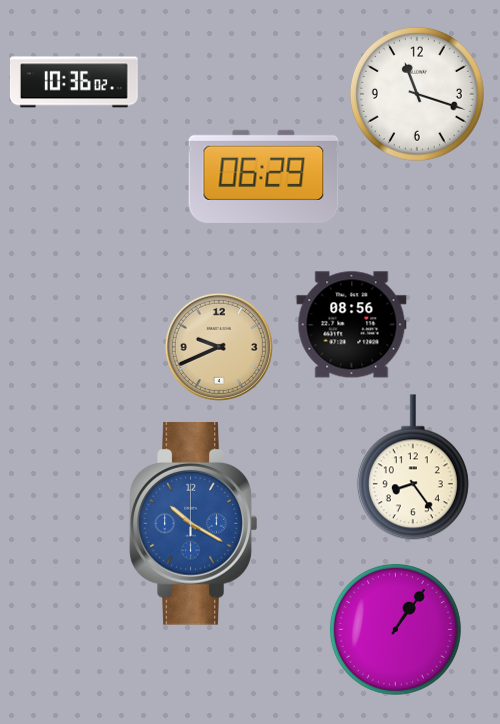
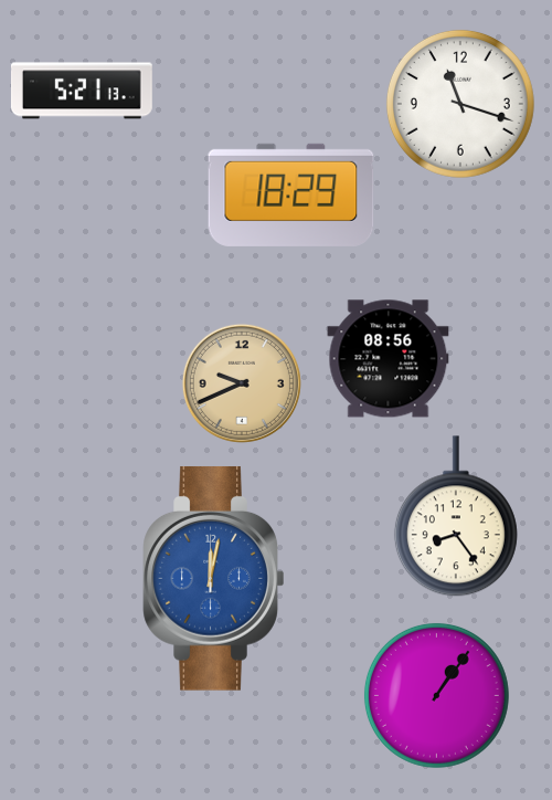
clock at (74, 82): 10:36 -> 5:21
clock at (264, 176): 06:29 -> 18:29
clock at (194, 523): 10:20 -> 12:02
